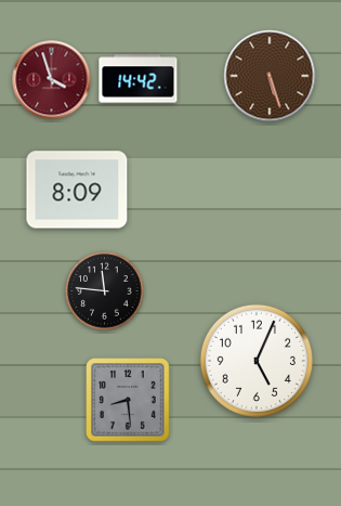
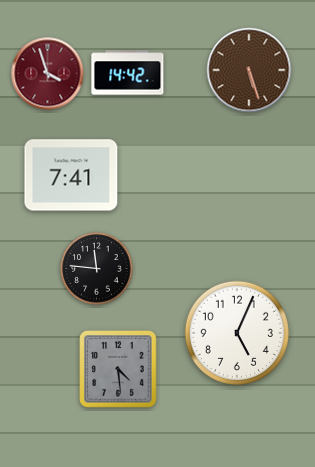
clock at (77, 190): 8:09 -> 7:41
clock at (128, 400): 8:29 -> 4:29
